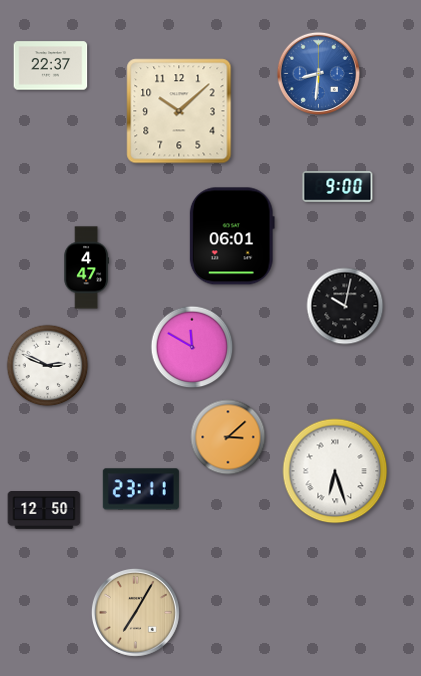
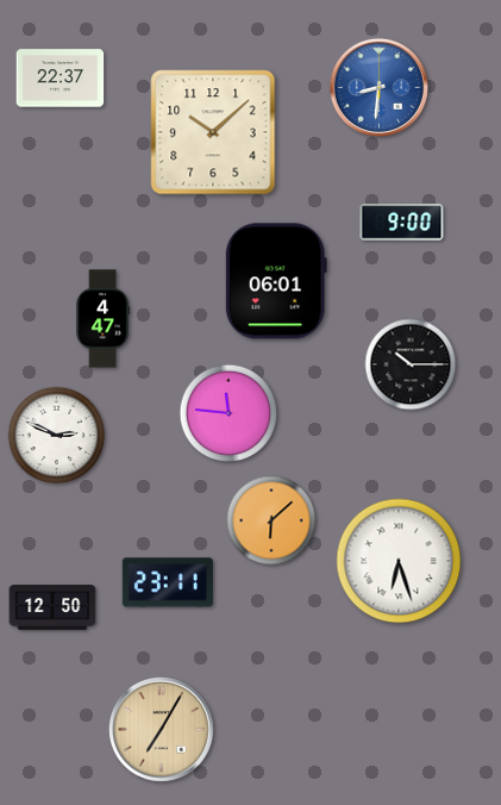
clock at (345, 306): 10:02 -> 10:15
clock at (192, 347): 11:50 -> 11:46
clock at (228, 437): 3:08 -> 6:08
